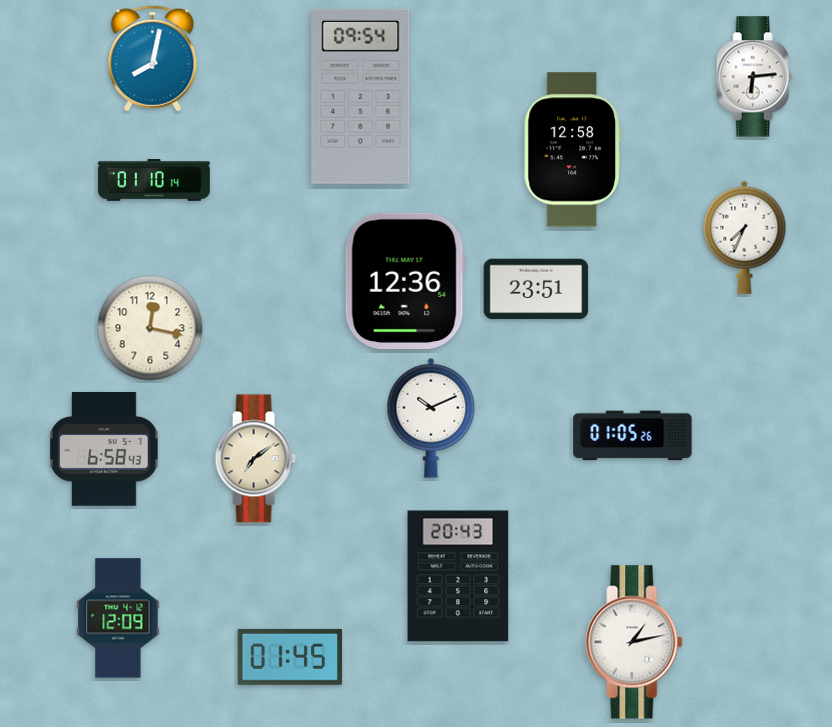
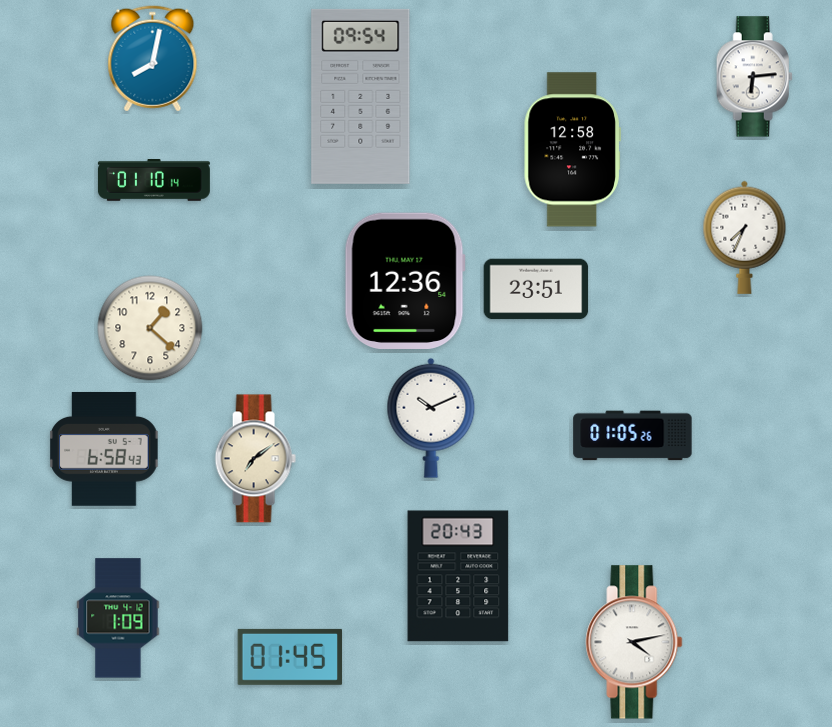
clock at (150, 328): 12:17 -> 1:22
clock at (118, 618): 12:09 -> 1:09
clock at (634, 642): 1:13 -> 4:13
